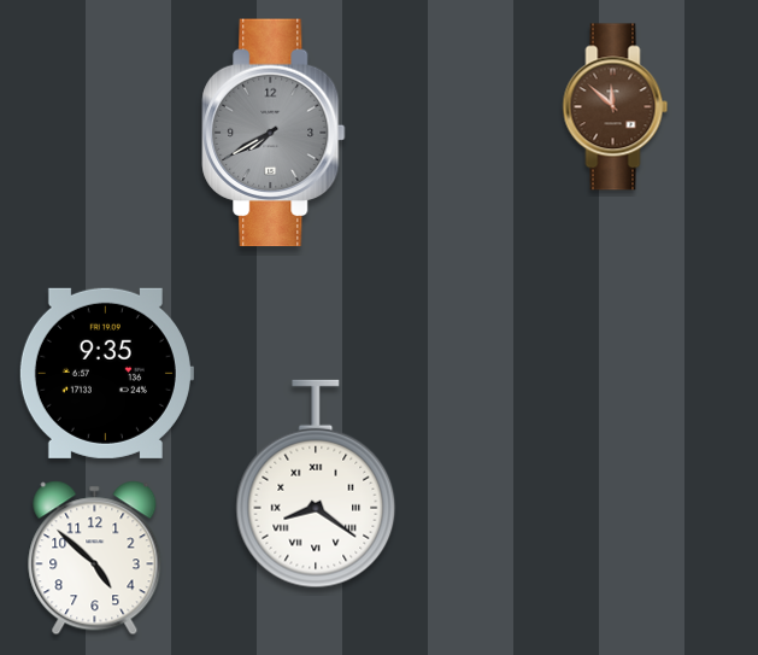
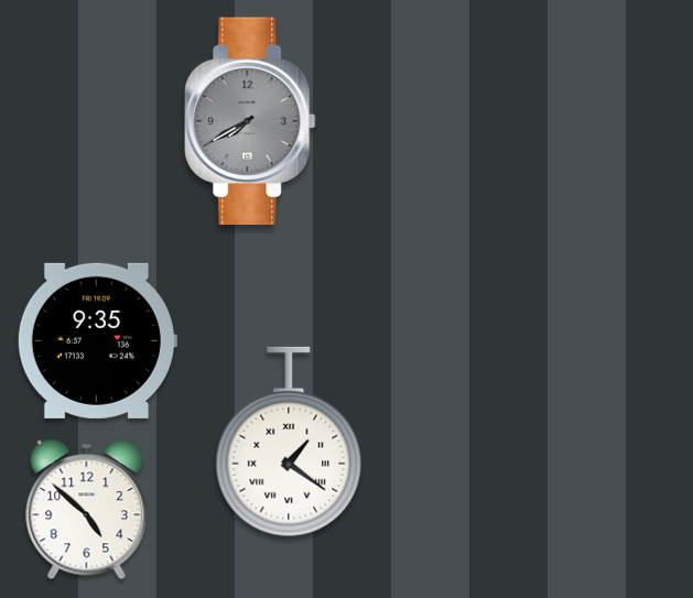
clock at (616, 107): 11:52 -> none
clock at (316, 484): 8:21 -> 1:21
